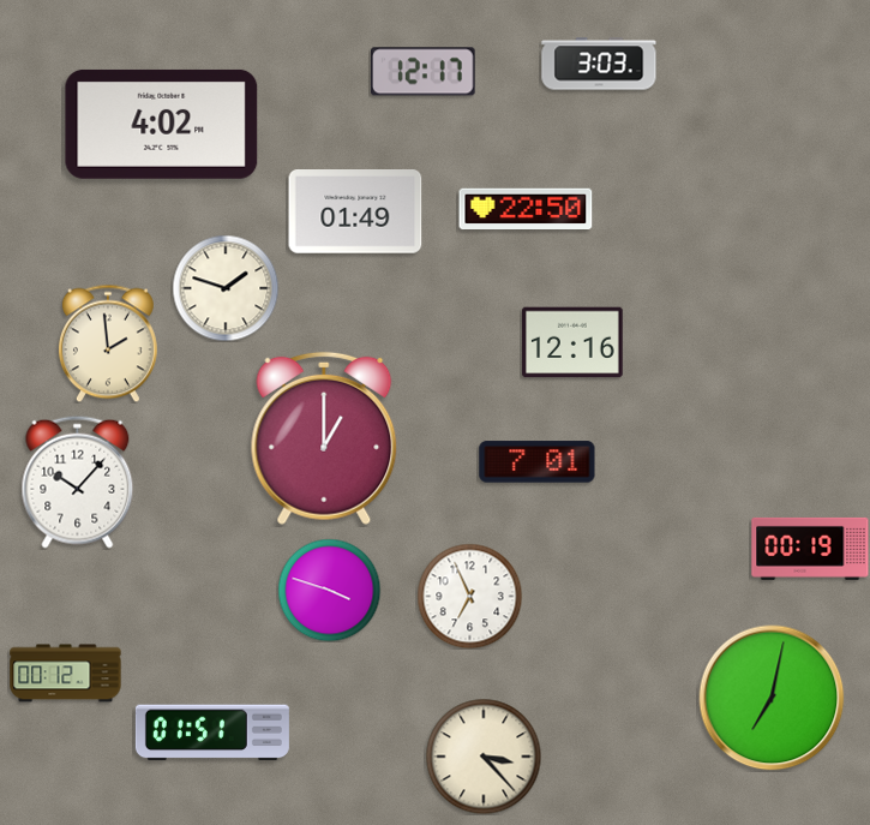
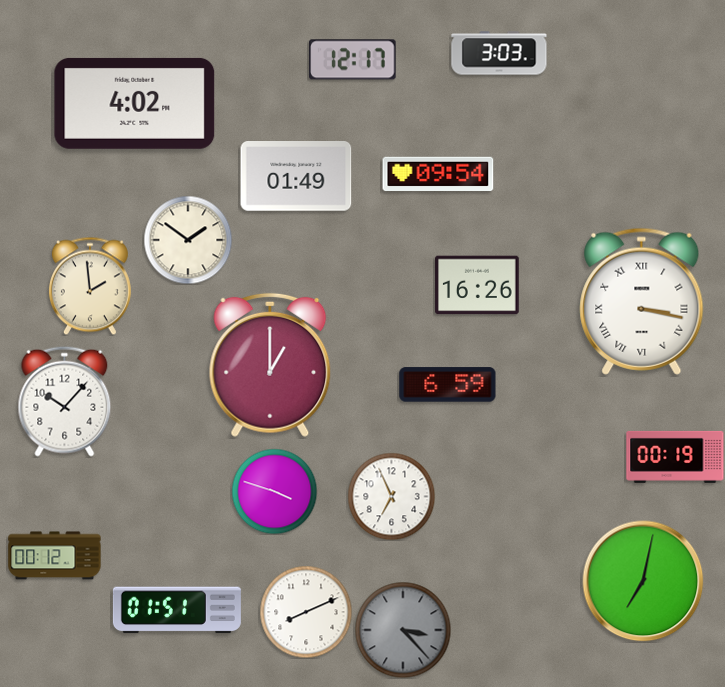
clock at (526, 208): 22:50 -> 09:54
clock at (226, 288): 1:48 -> 1:51
clock at (572, 342): 12:16 -> 16:26
clock at (642, 301): none -> 3:17
clock at (538, 462): 7:01 -> 6:59
clock at (66, 674) position: (66, 674) -> (55, 556)
clock at (306, 612): none -> 8:11
clock at (484, 757) dial: cream -> grey
